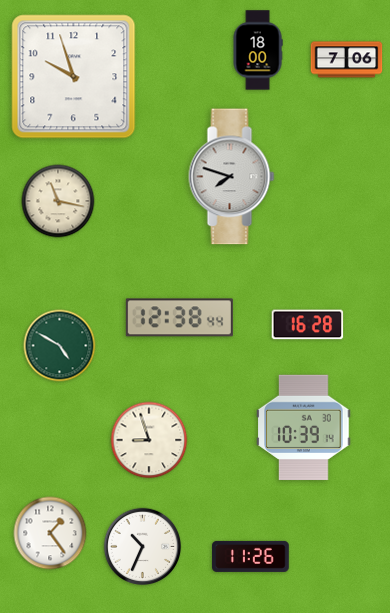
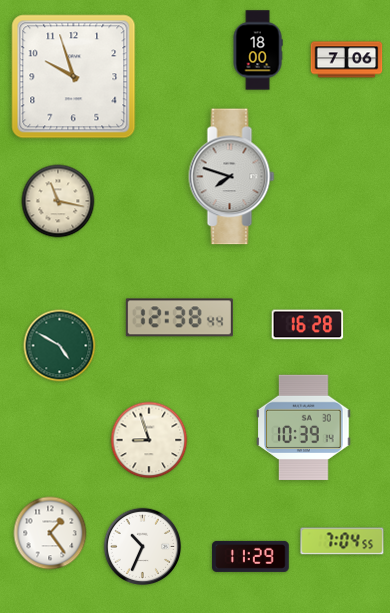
clock at (342, 541): none -> 7:04
clock at (251, 556): 11:26 -> 11:29
